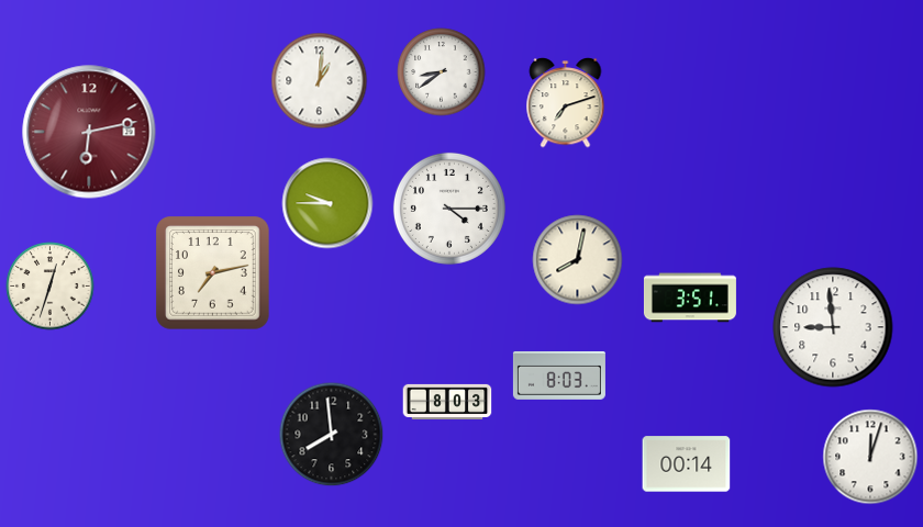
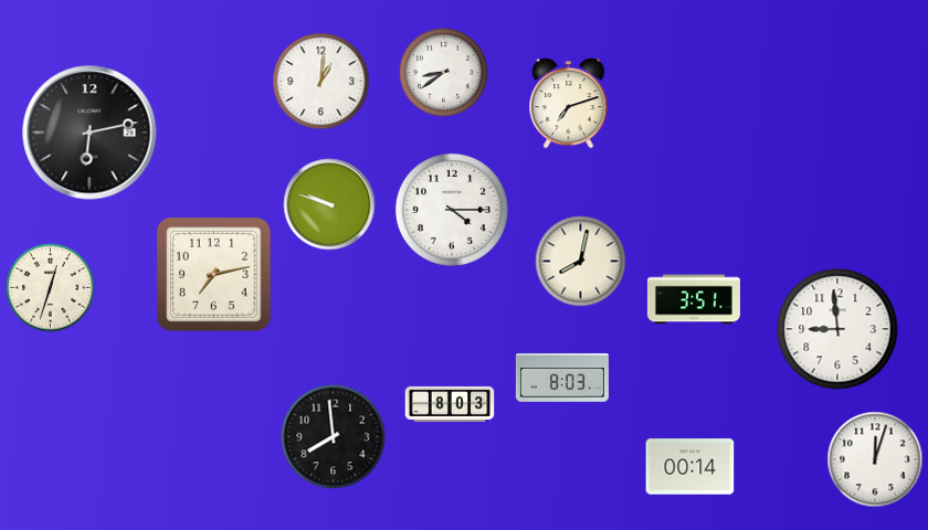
clock at (89, 132) dial: burgundy -> black
clock at (327, 203): 9:45 -> 9:48
